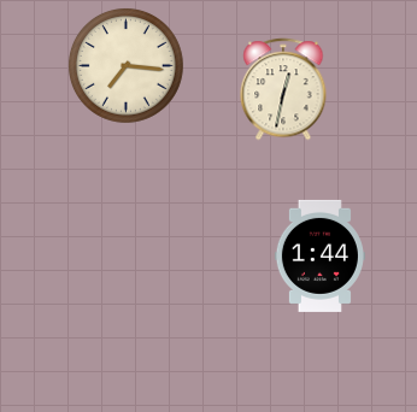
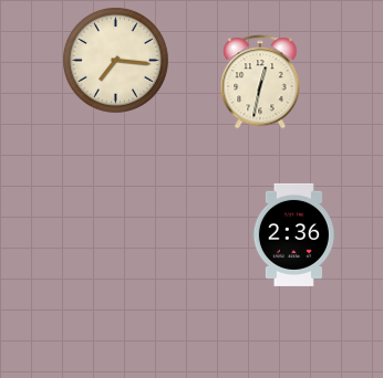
clock at (319, 255): 1:44 -> 2:36
